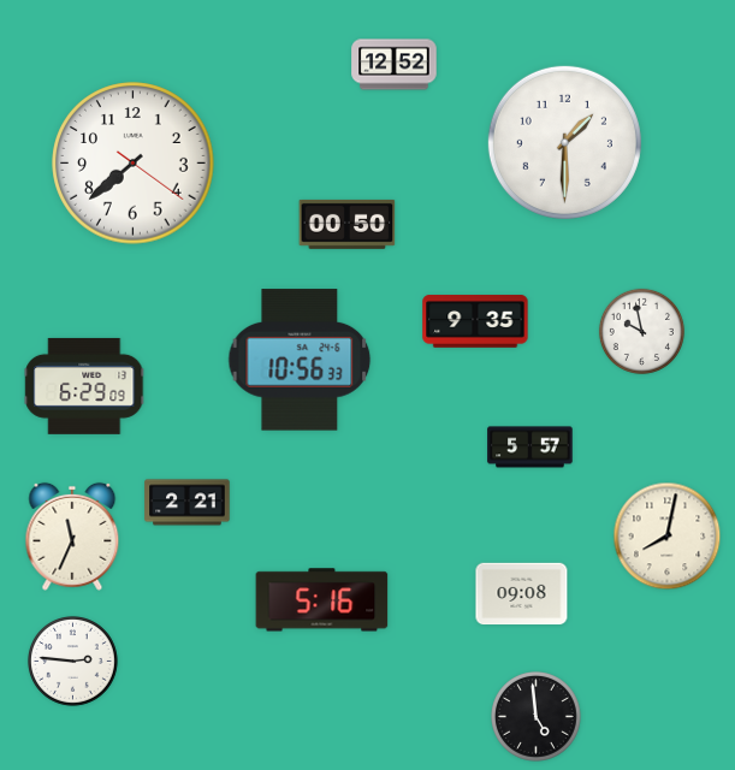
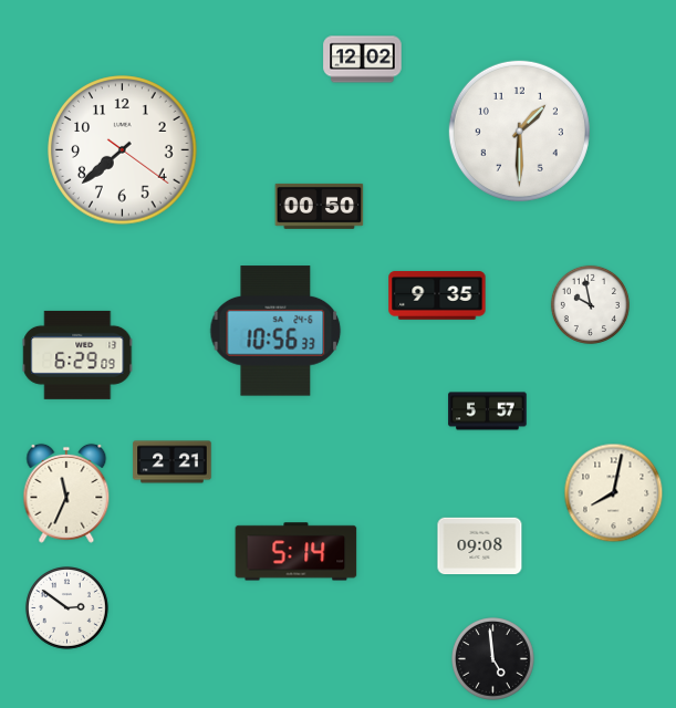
clock at (395, 65): 12:52 -> 12:02
clock at (322, 600): 5:16 -> 5:14
clock at (73, 662): 2:46 -> 2:51
